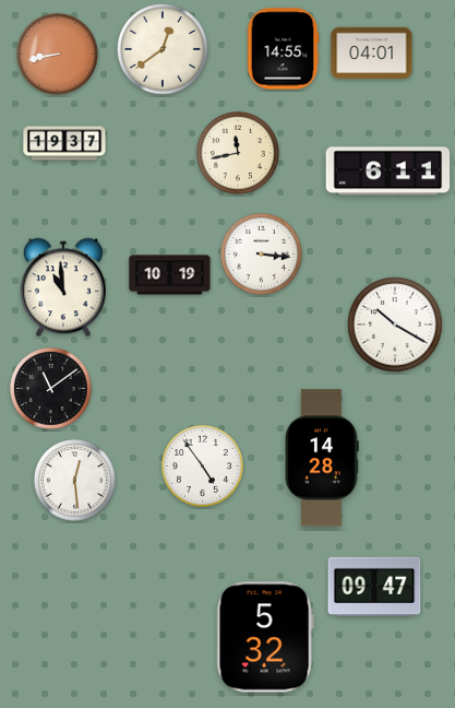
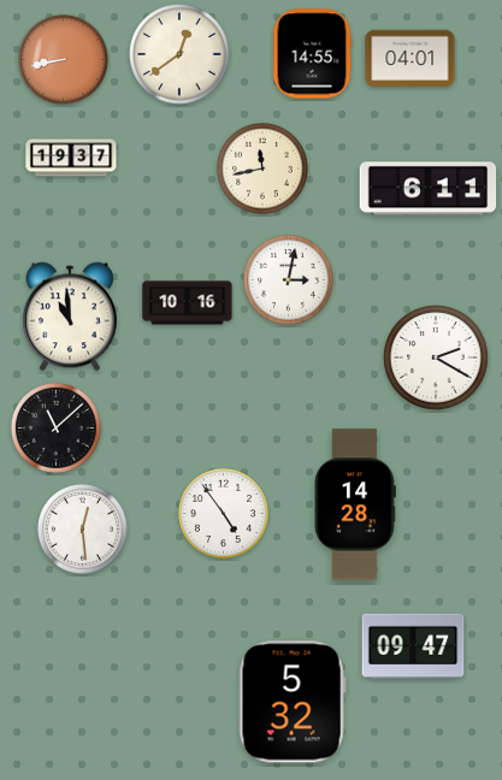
clock at (261, 253): 3:16 -> 3:02
clock at (170, 275): 10:19 -> 10:16
clock at (395, 324): 10:20 -> 2:20
clock at (50, 388): 11:09 -> 11:08
